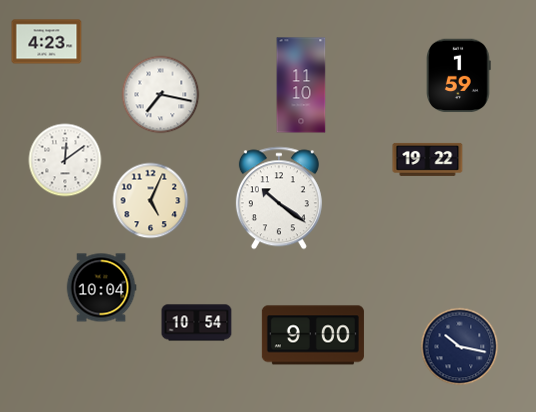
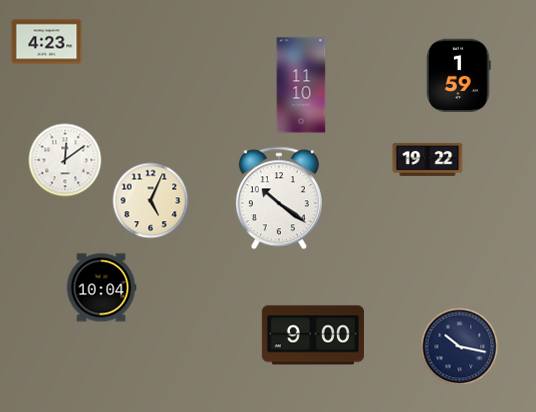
clock at (161, 95): 7:17 -> none
clock at (197, 323): 10:54 -> none
